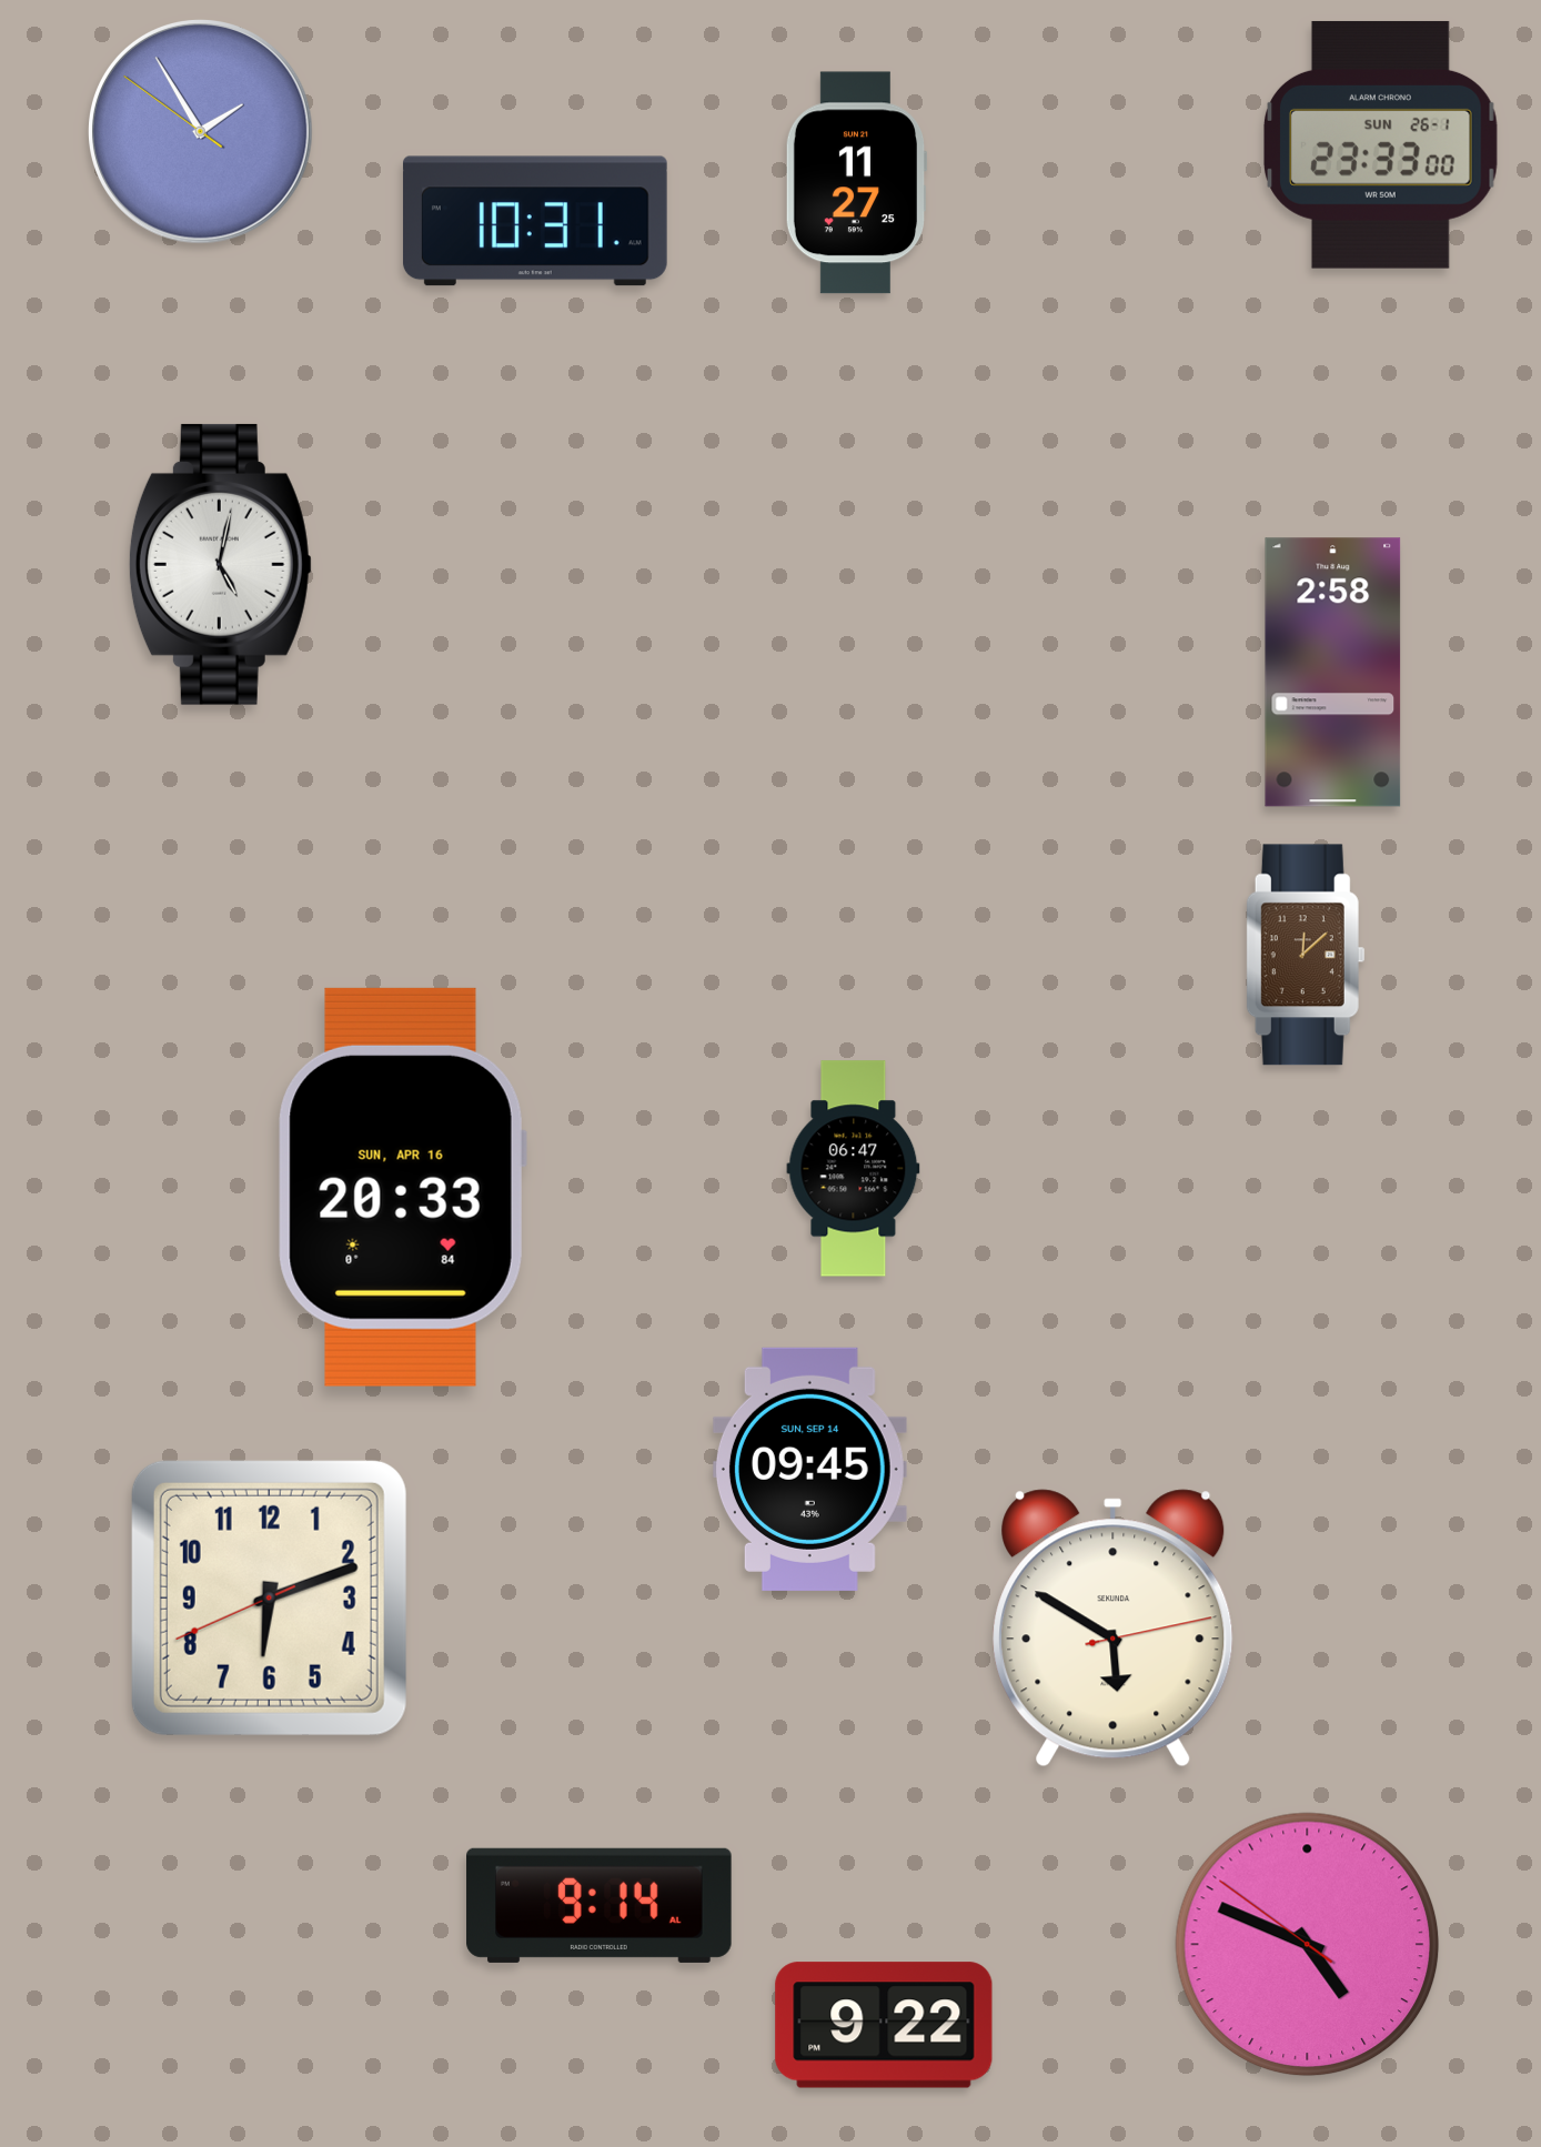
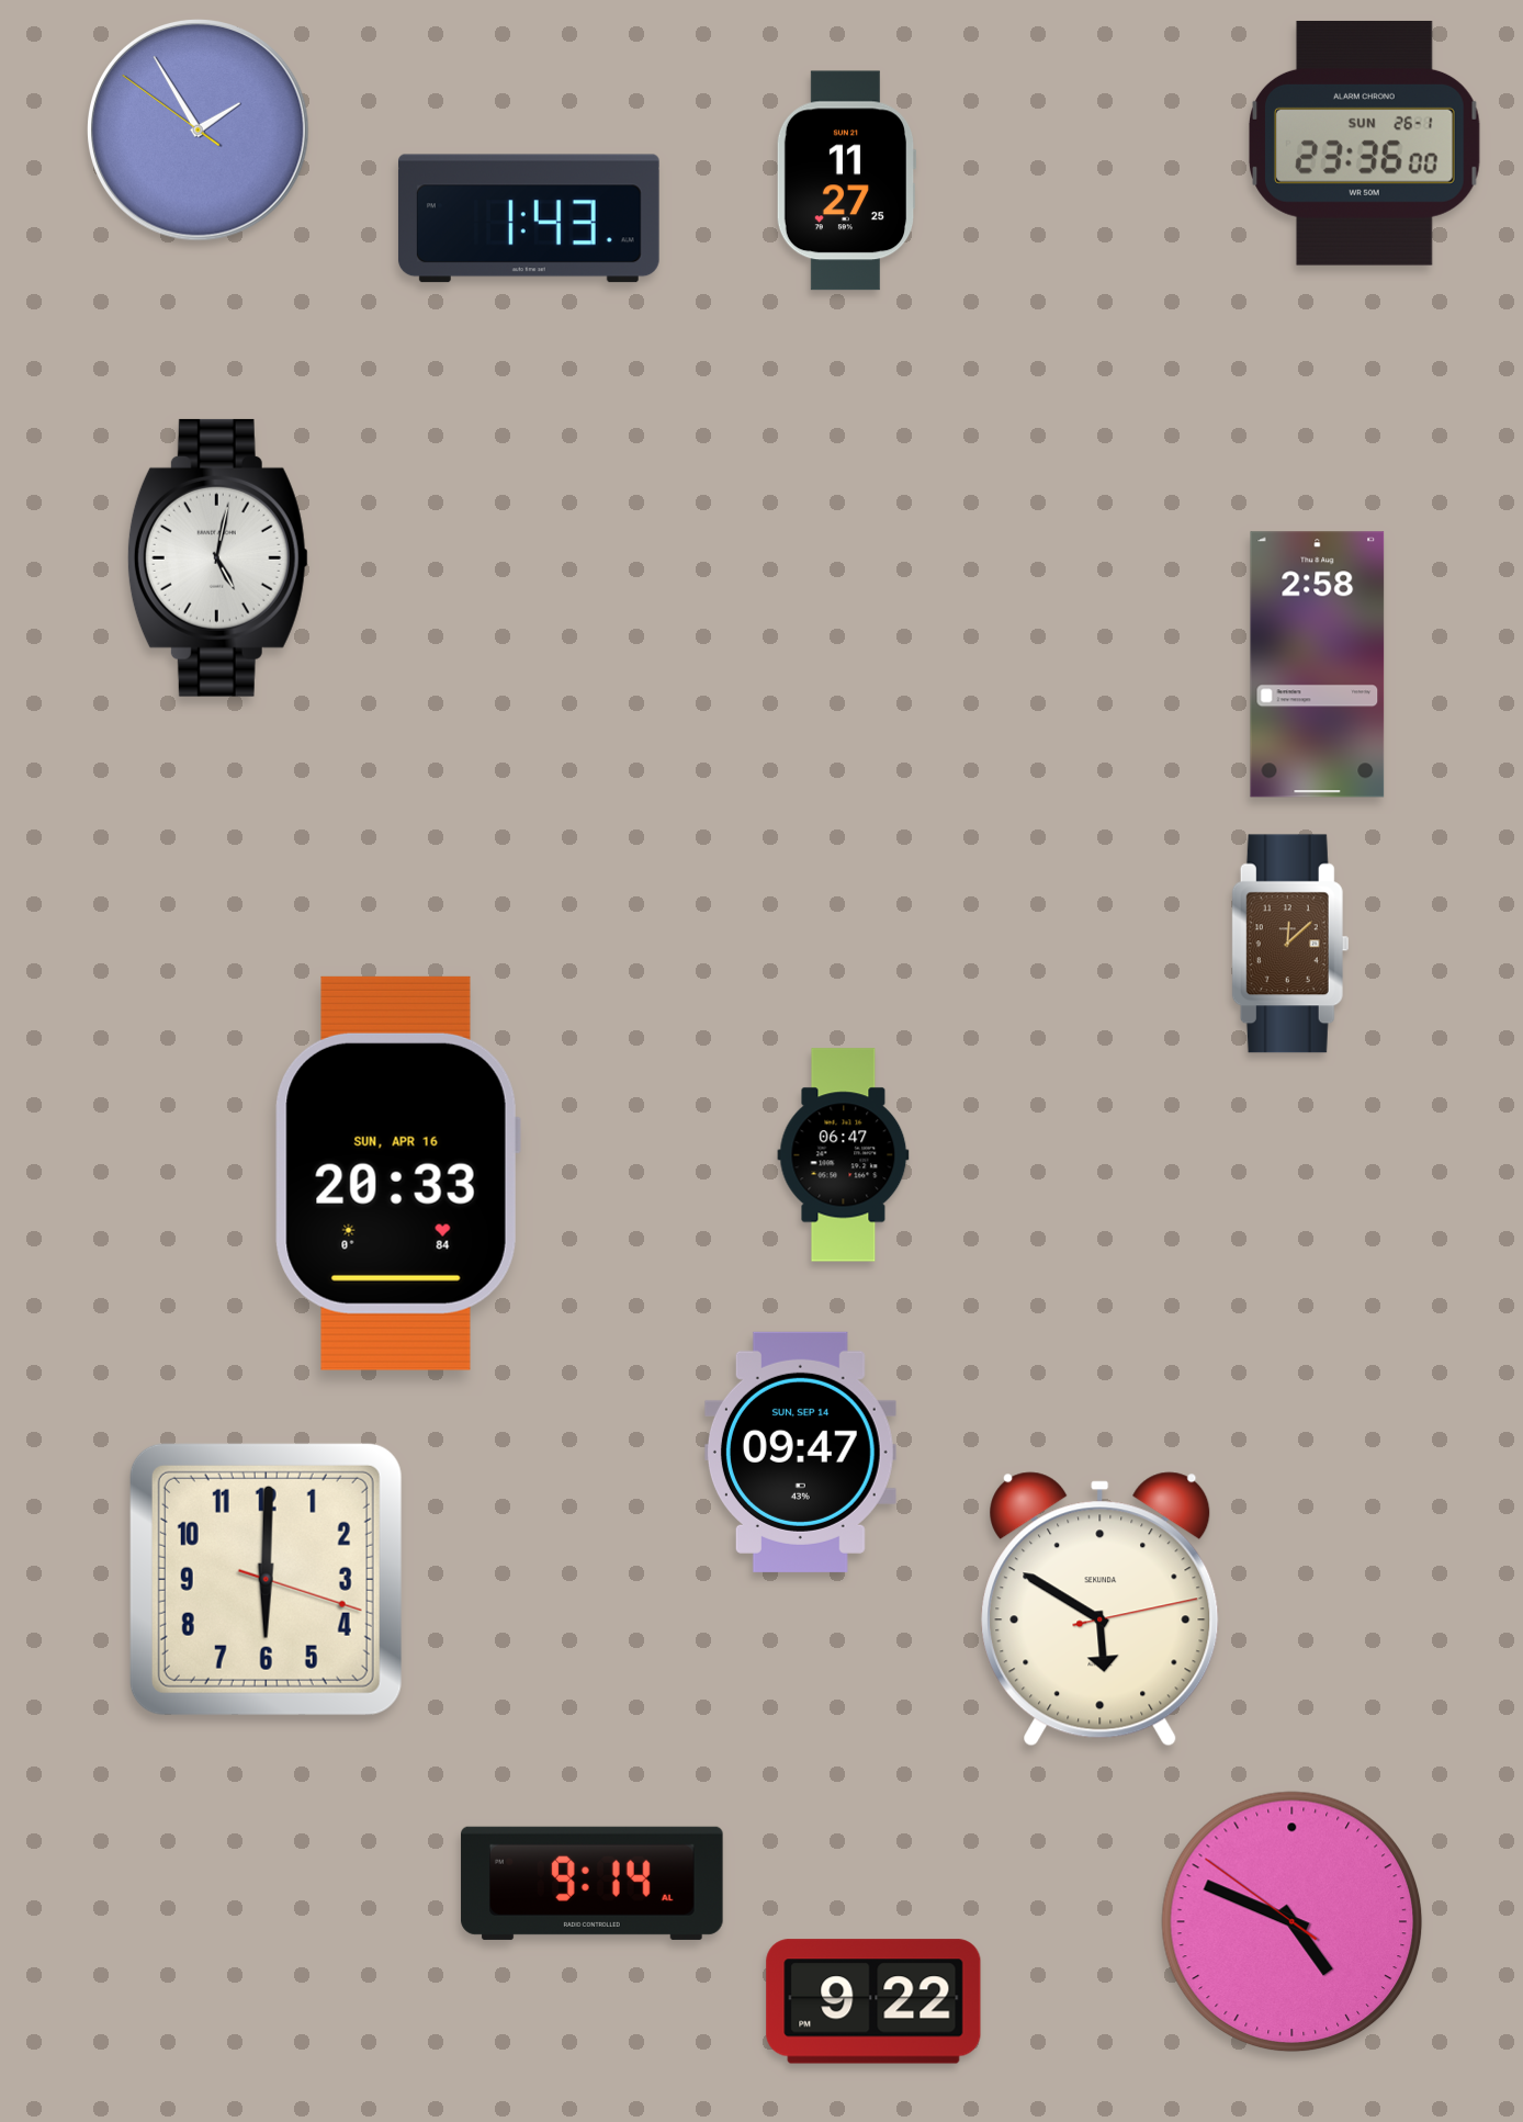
clock at (1381, 144): 23:33 -> 23:36
clock at (535, 221): 10:31 -> 1:43
clock at (809, 1469): 09:45 -> 09:47
clock at (269, 1597): 6:11 -> 6:00
